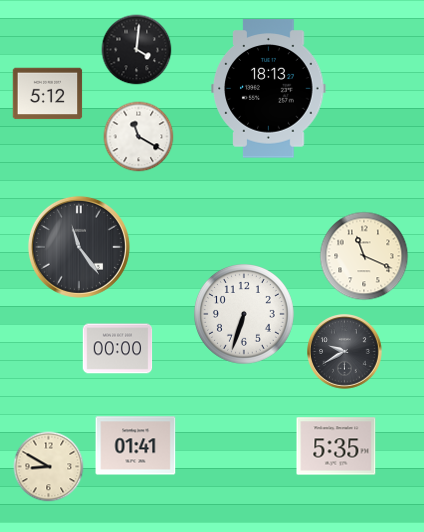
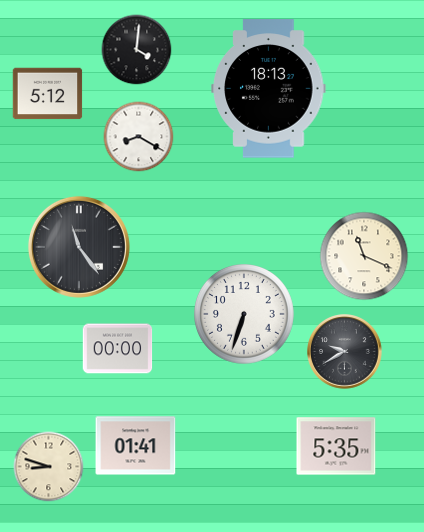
clock at (139, 137): 11:20 -> 8:20
clock at (49, 467): 8:50 -> 8:48
